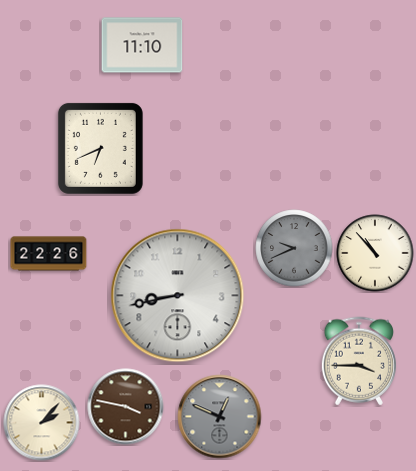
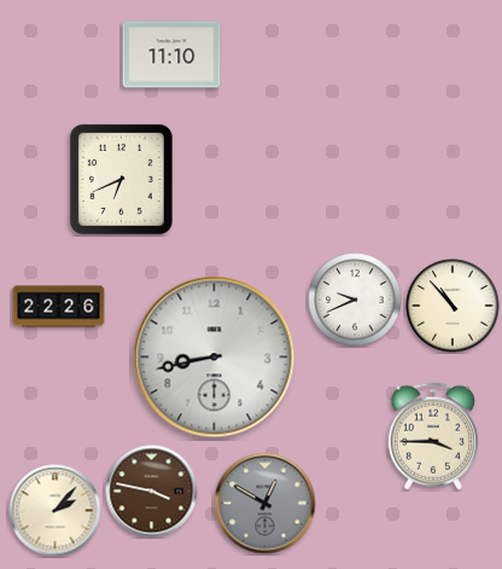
clock at (294, 248) dial: grey -> white
clock at (220, 417): 12:49 -> 12:50
clock at (42, 423) position: (42, 423) -> (56, 511)
